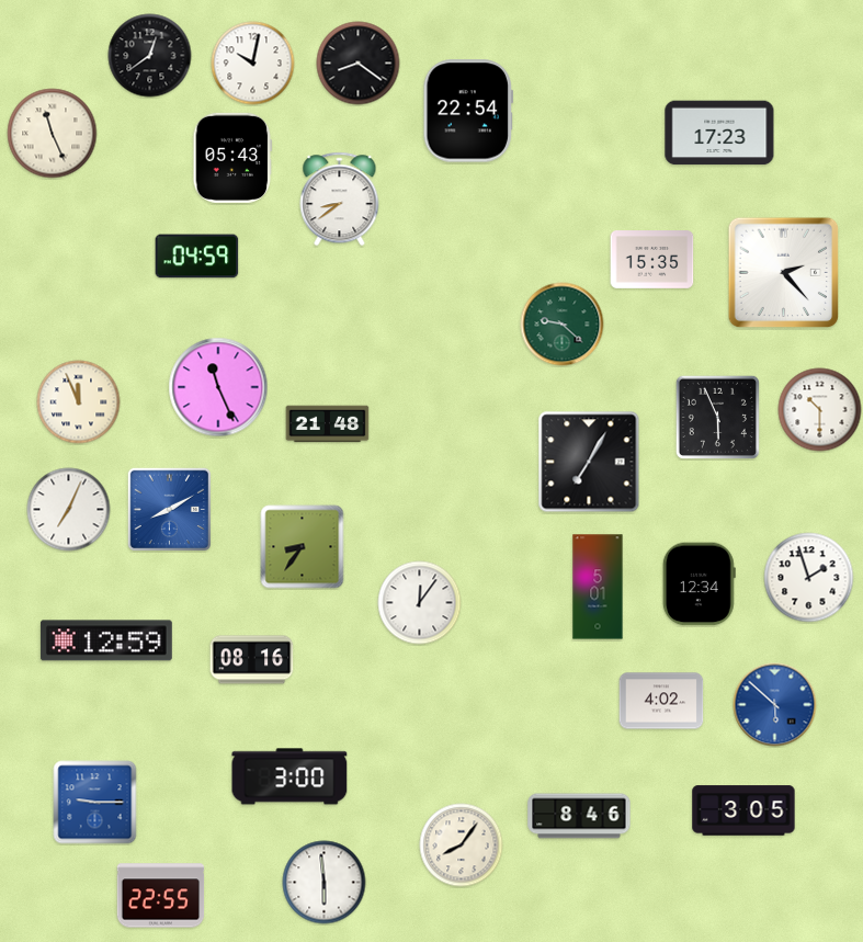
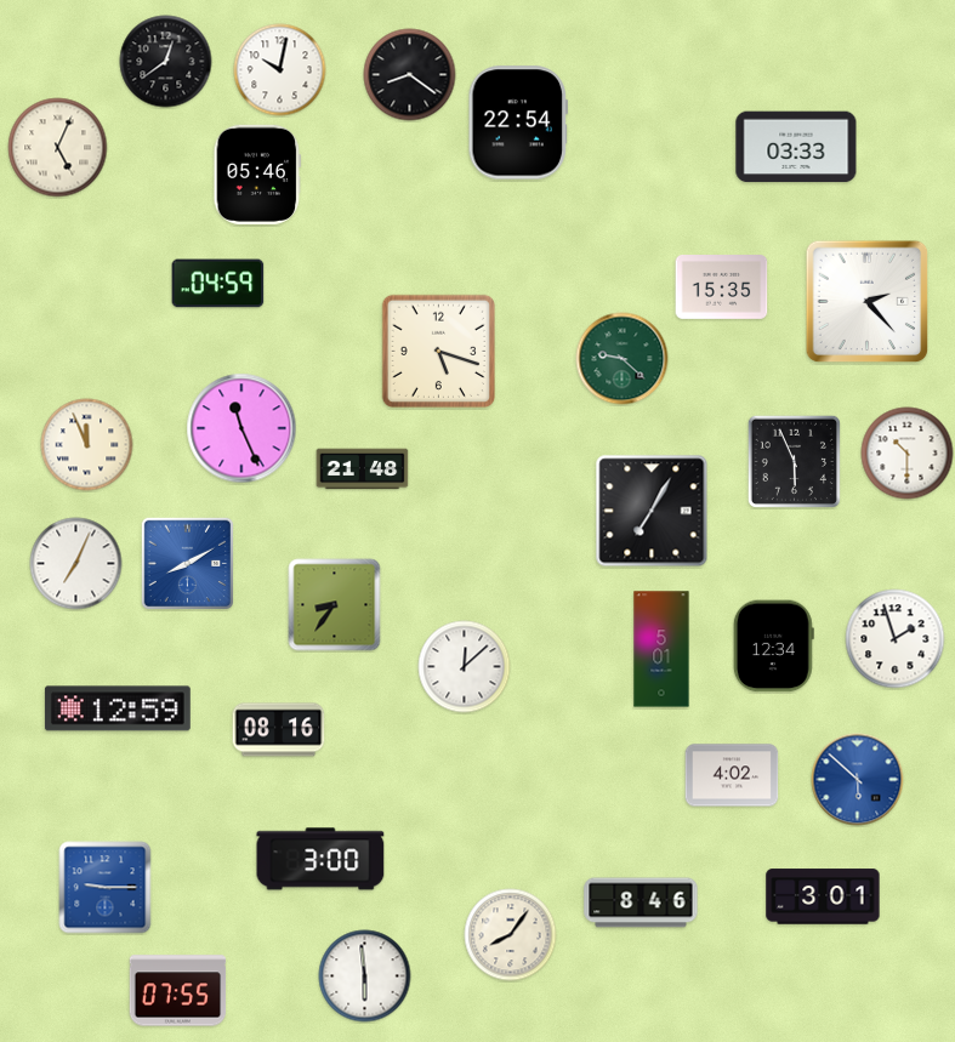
clock at (359, 64) position: (359, 64) -> (410, 75)
clock at (719, 133): 17:23 -> 03:33
clock at (53, 134): 11:26 -> 5:04
clock at (232, 158): 05:43 -> 05:46
clock at (340, 200): 8:39 -> none
clock at (438, 351): none -> 5:18
clock at (420, 603): 12:06 -> 12:08
clock at (743, 810): 3:05 -> 3:01
clock at (325, 883) position: (325, 883) -> (365, 976)
clock at (161, 896): 22:55 -> 07:55
